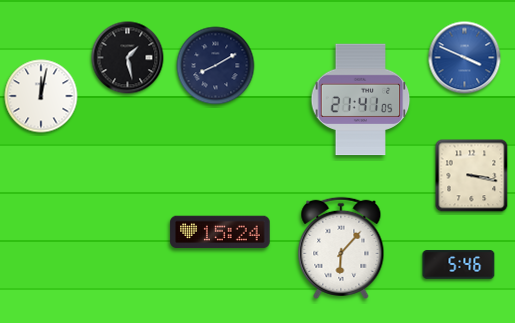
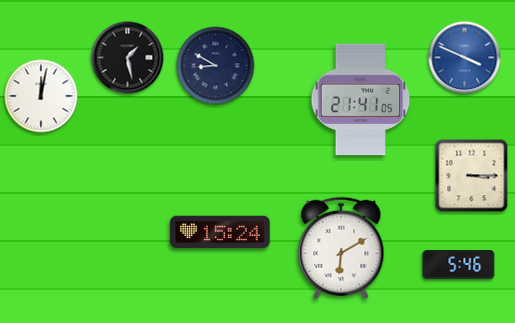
clock at (216, 66): 8:10 -> 8:50
clock at (472, 176): 3:17 -> 3:15
clock at (341, 248): 6:07 -> 6:10
